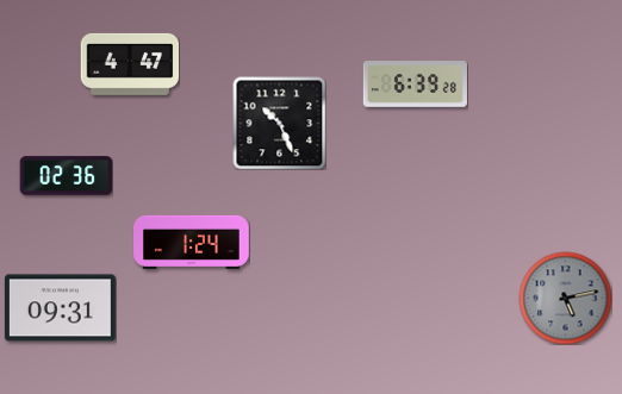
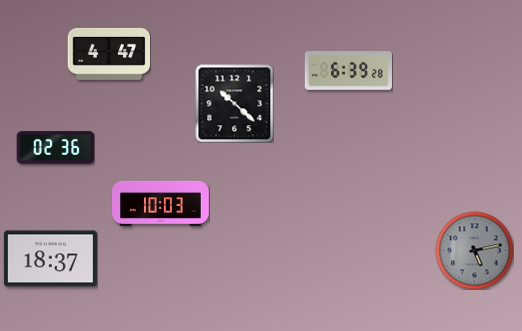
clock at (279, 123): 10:26 -> 10:22
clock at (192, 242): 1:24 -> 10:03
clock at (60, 308): 09:31 -> 18:37
